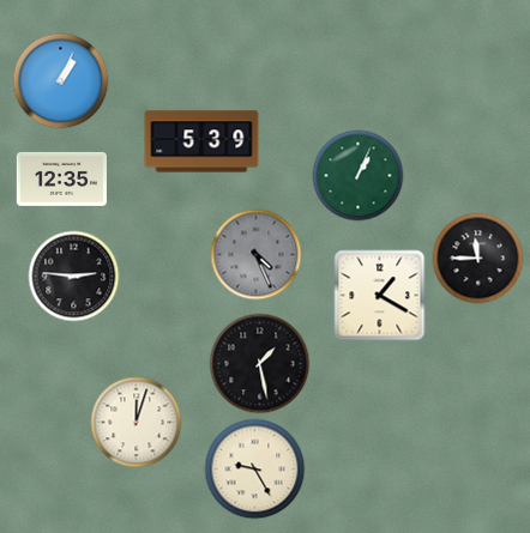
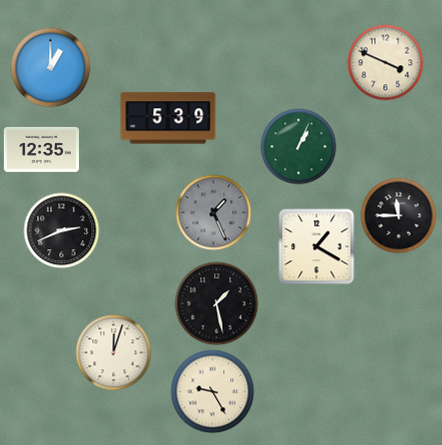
clock at (386, 63): none -> 3:49
clock at (61, 81): 1:04 -> 1:00
clock at (61, 178) position: (61, 178) -> (41, 149)
clock at (257, 255): 4:26 -> 1:26
clock at (74, 277): 2:46 -> 2:41
